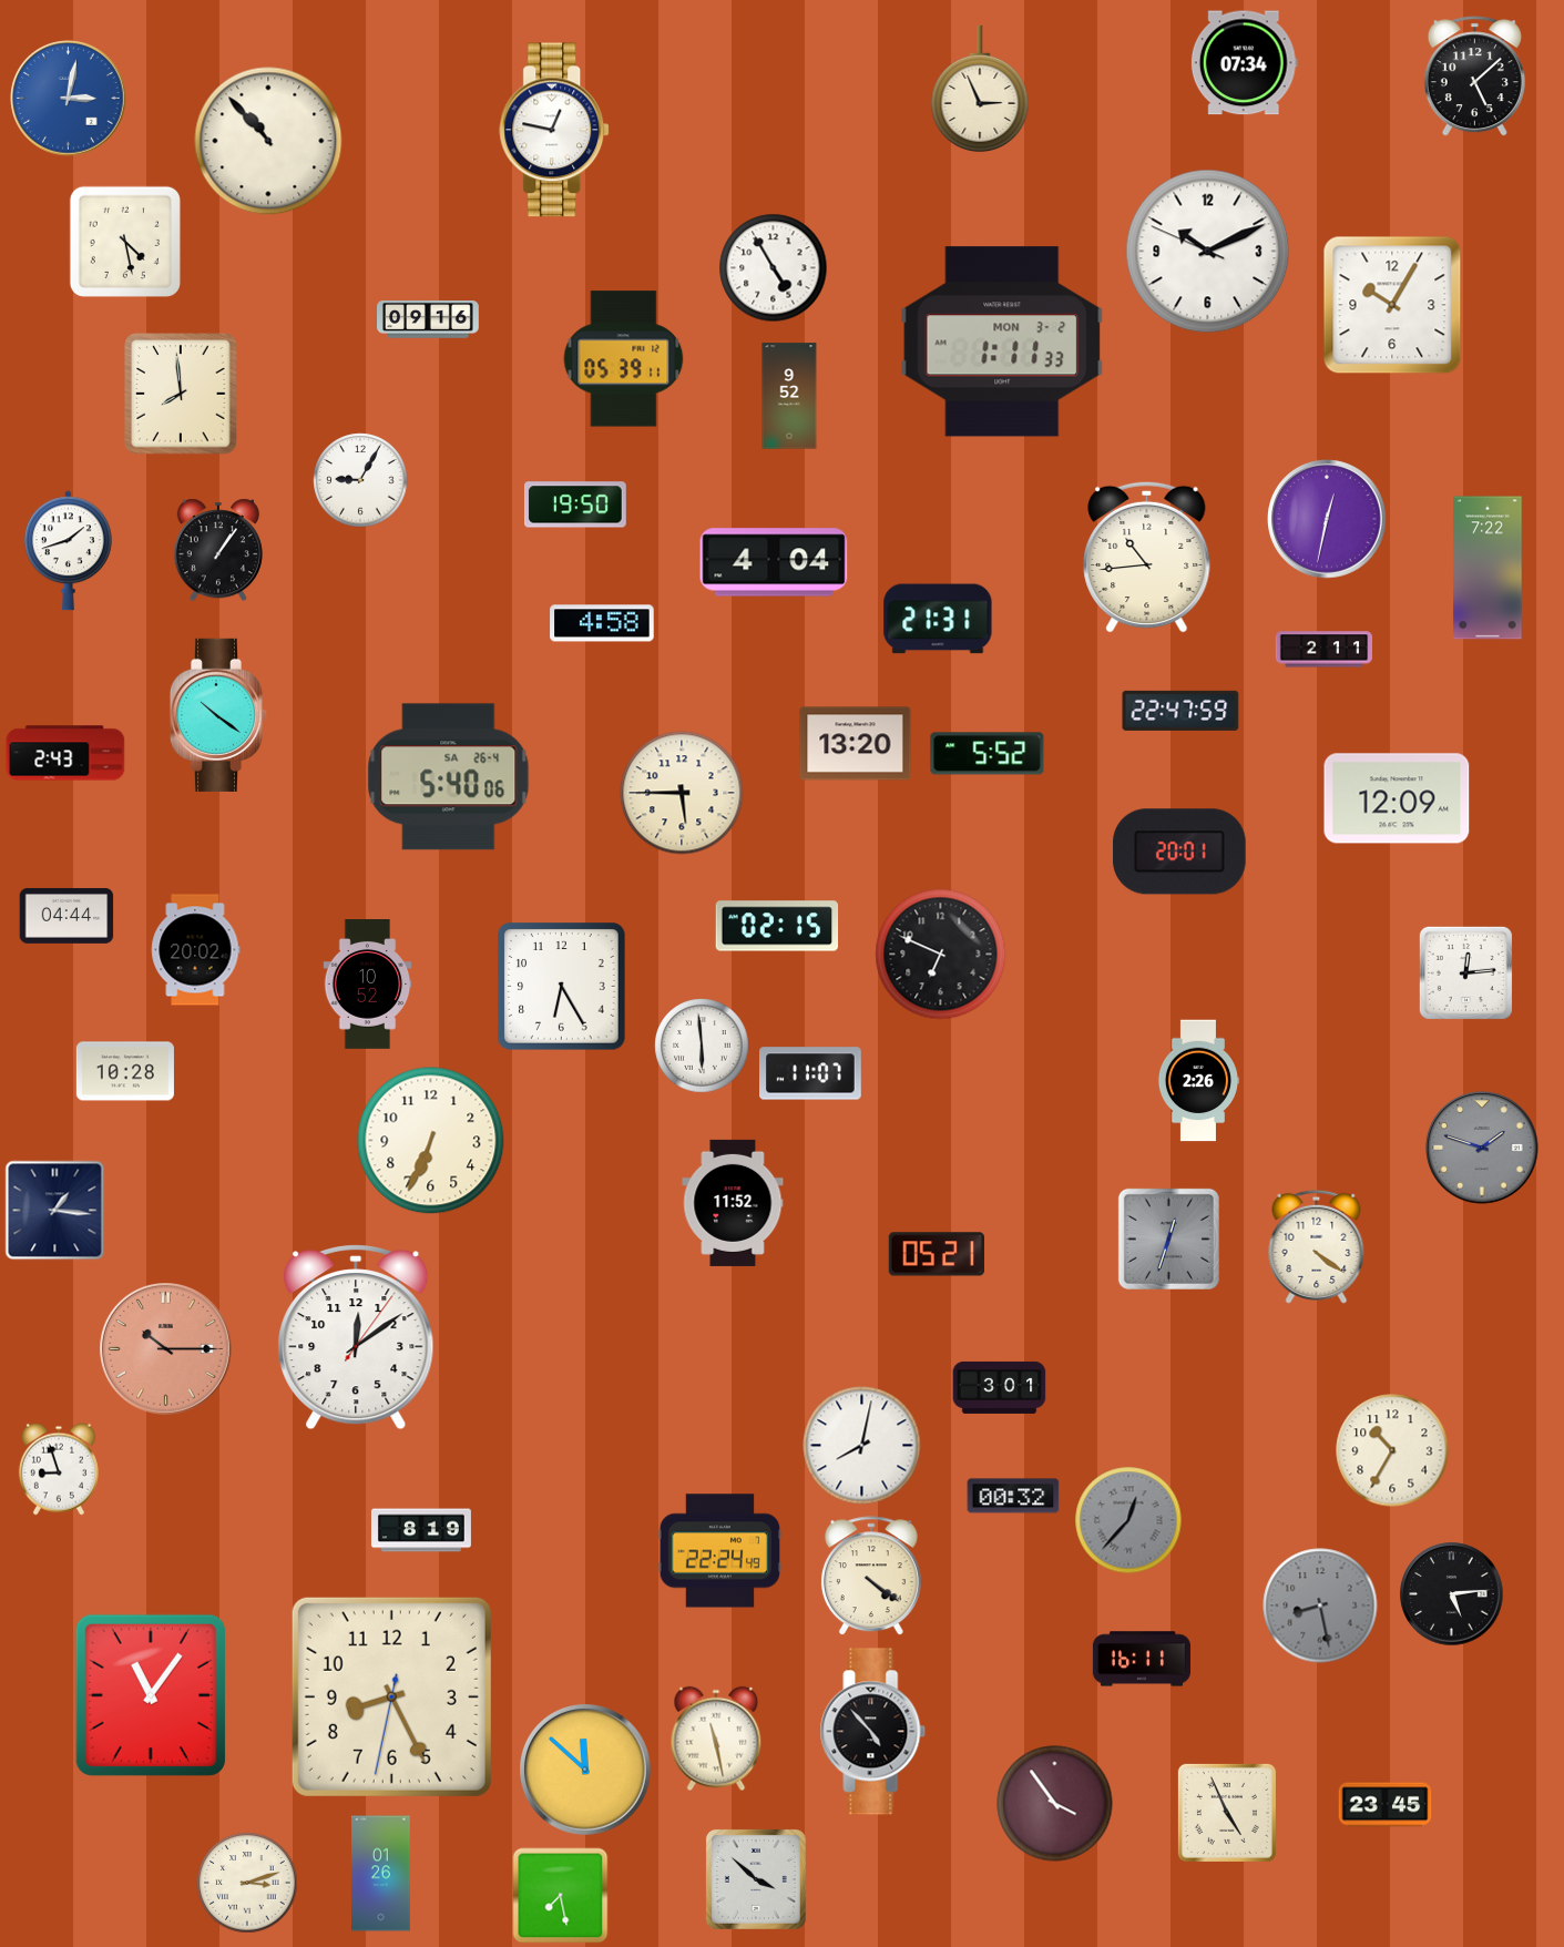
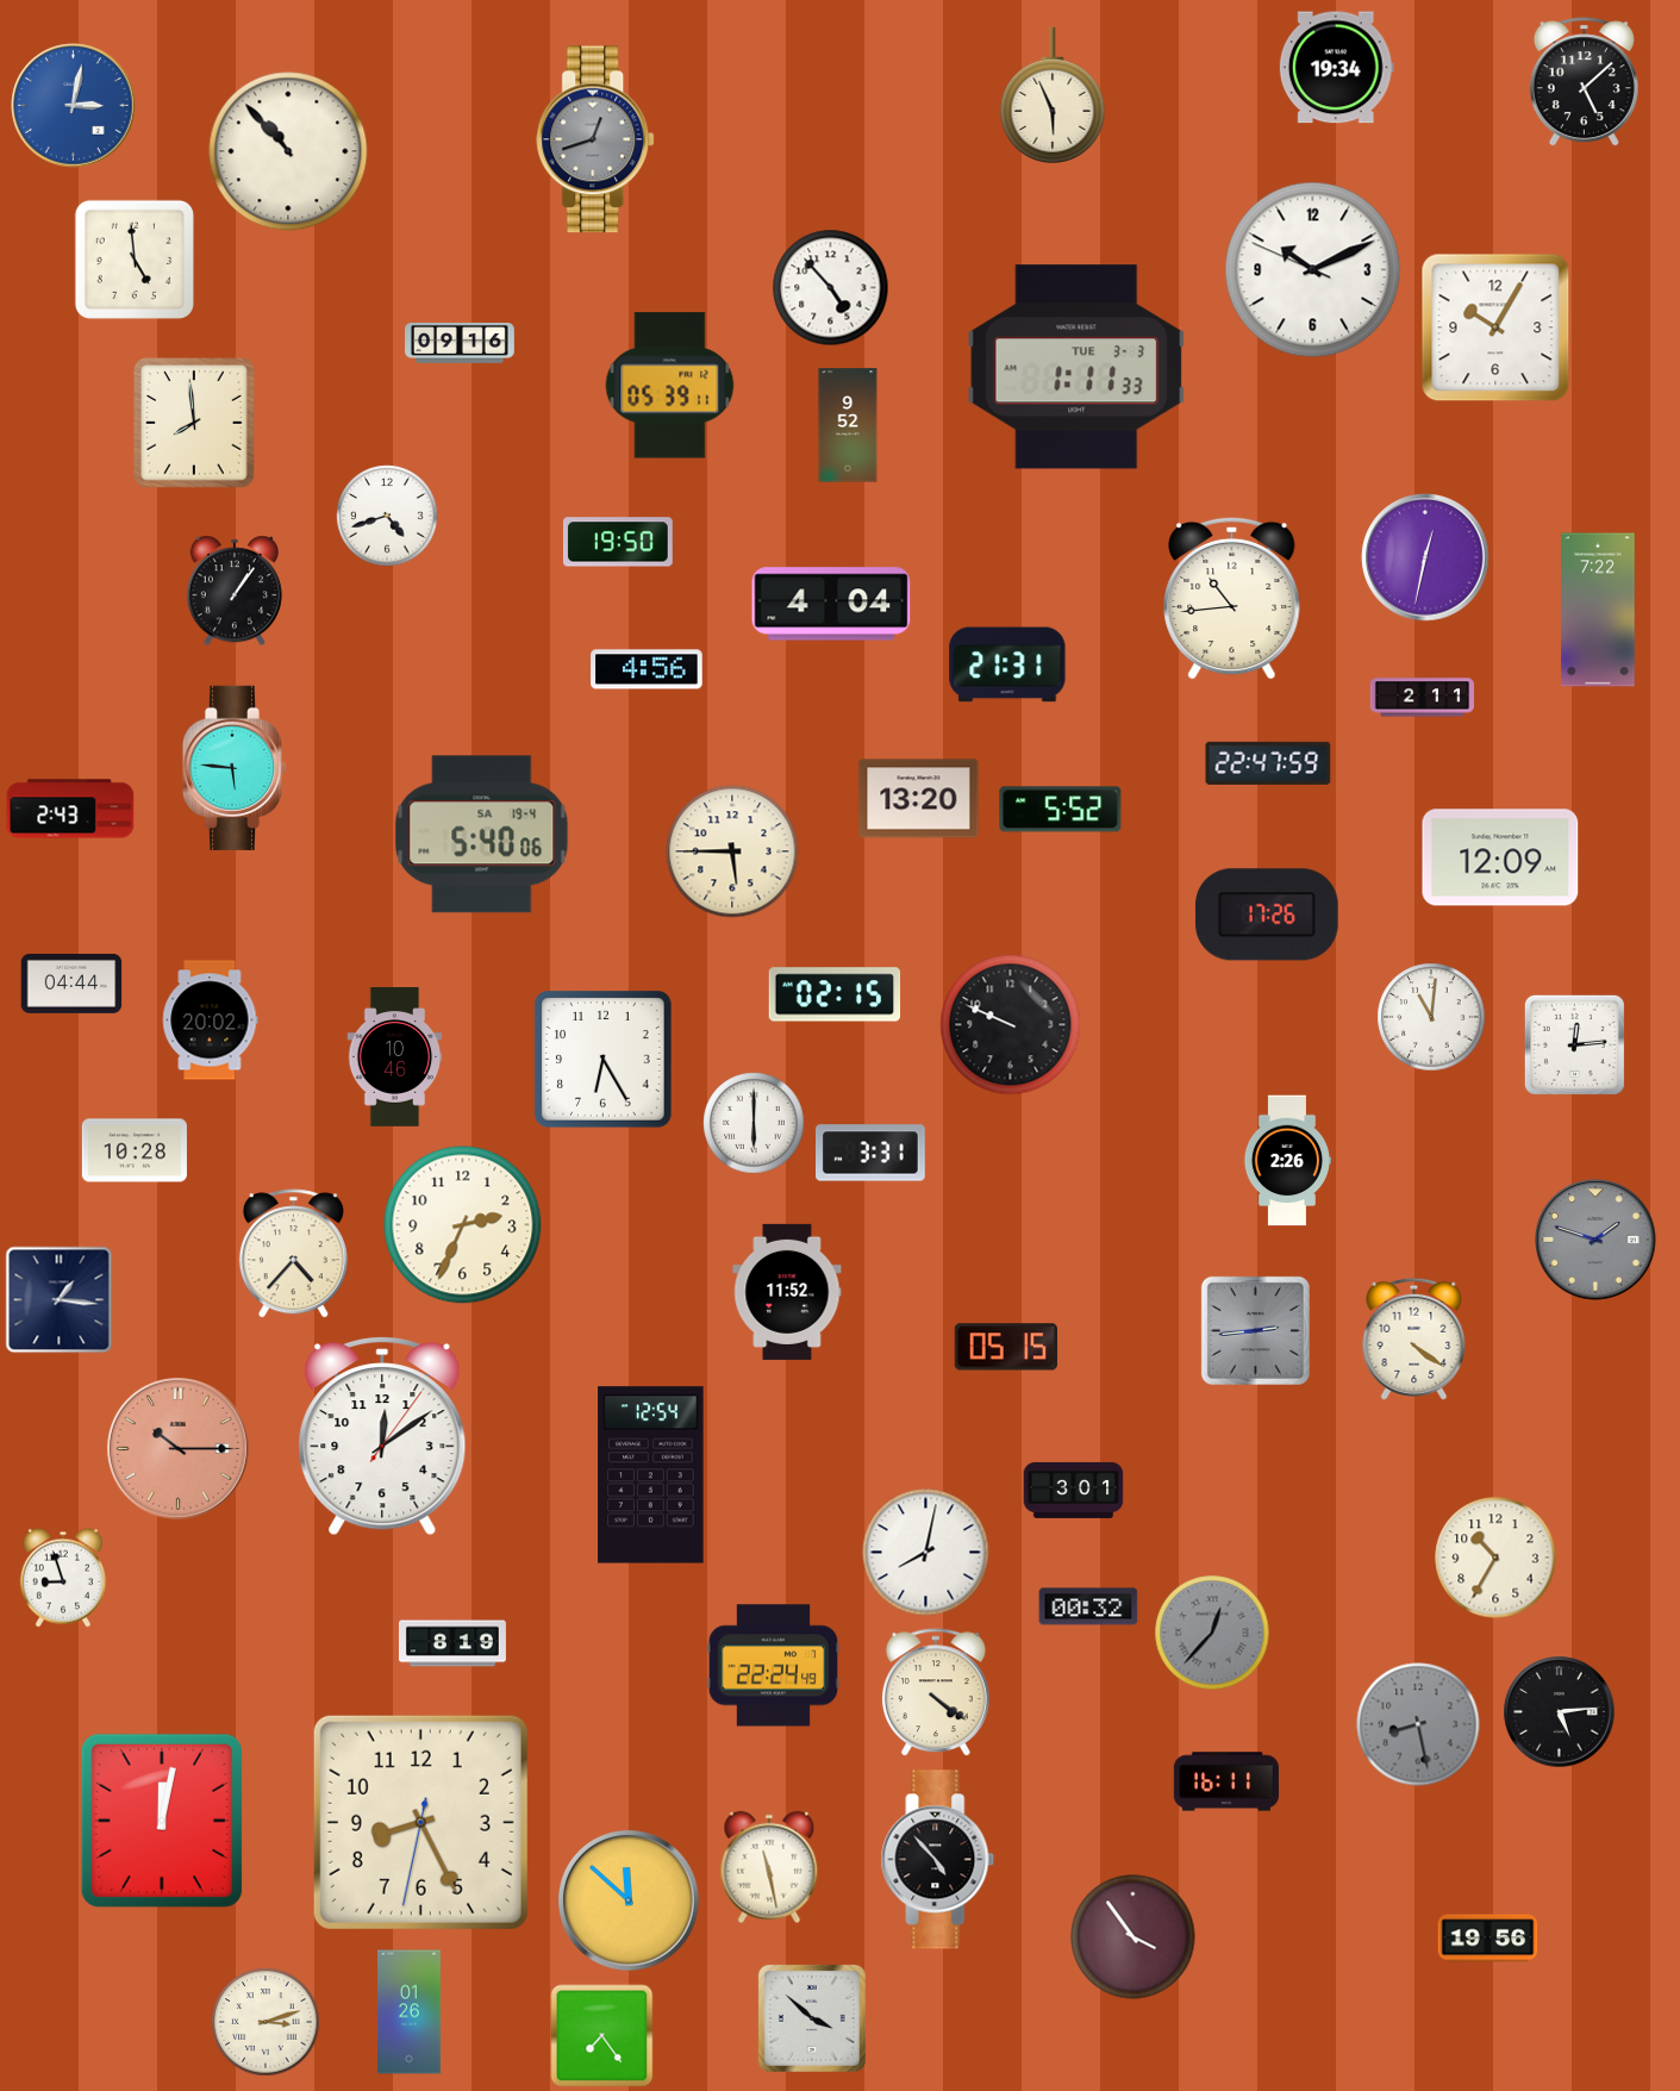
clock at (1244, 63): 07:34 -> 19:34
clock at (980, 88): 2:56 -> 5:56
clock at (555, 130): 12:47 -> 12:42
clock at (555, 130) dial: white -> grey
clock at (125, 242): 4:28 -> 4:59
clock at (1208, 252) position: (1208, 252) -> (1313, 270)
clock at (774, 268): 4:55 -> 4:53
clock at (1002, 342) date: MON 3-2 -> TUE 3-3
clock at (360, 480): 9:05 -> 4:42
clock at (68, 551): 1:42 -> none
clock at (602, 623): 4:58 -> 4:56
clock at (218, 715): 10:21 -> 5:46
clock at (449, 777) date: SA 26-4 -> SA 19-4
clock at (1179, 852): 20:01 -> 17:26
clock at (1431, 1017): none -> 11:01
clock at (941, 955): 6:49 -> 9:49
clock at (368, 985): 10:52 -> 10:46
clock at (702, 1046): 5:59 -> 6:00
clock at (811, 1073): 11:07 -> 3:31
clock at (431, 1141): 6:34 -> 2:34
clock at (1482, 1148) position: (1482, 1148) -> (1595, 1240)
clock at (293, 1254): none -> 4:37
clock at (1168, 1238): 12:33 -> 2:44
clock at (937, 1254): 05:21 -> 05:15
clock at (651, 1475): none -> 12:54
clock at (151, 1695): 11:06 -> 12:02
clock at (1386, 1805): 23:45 -> 19:56
clock at (1227, 1813): 4:56 -> none
clock at (561, 1896): 7:28 -> 7:24
